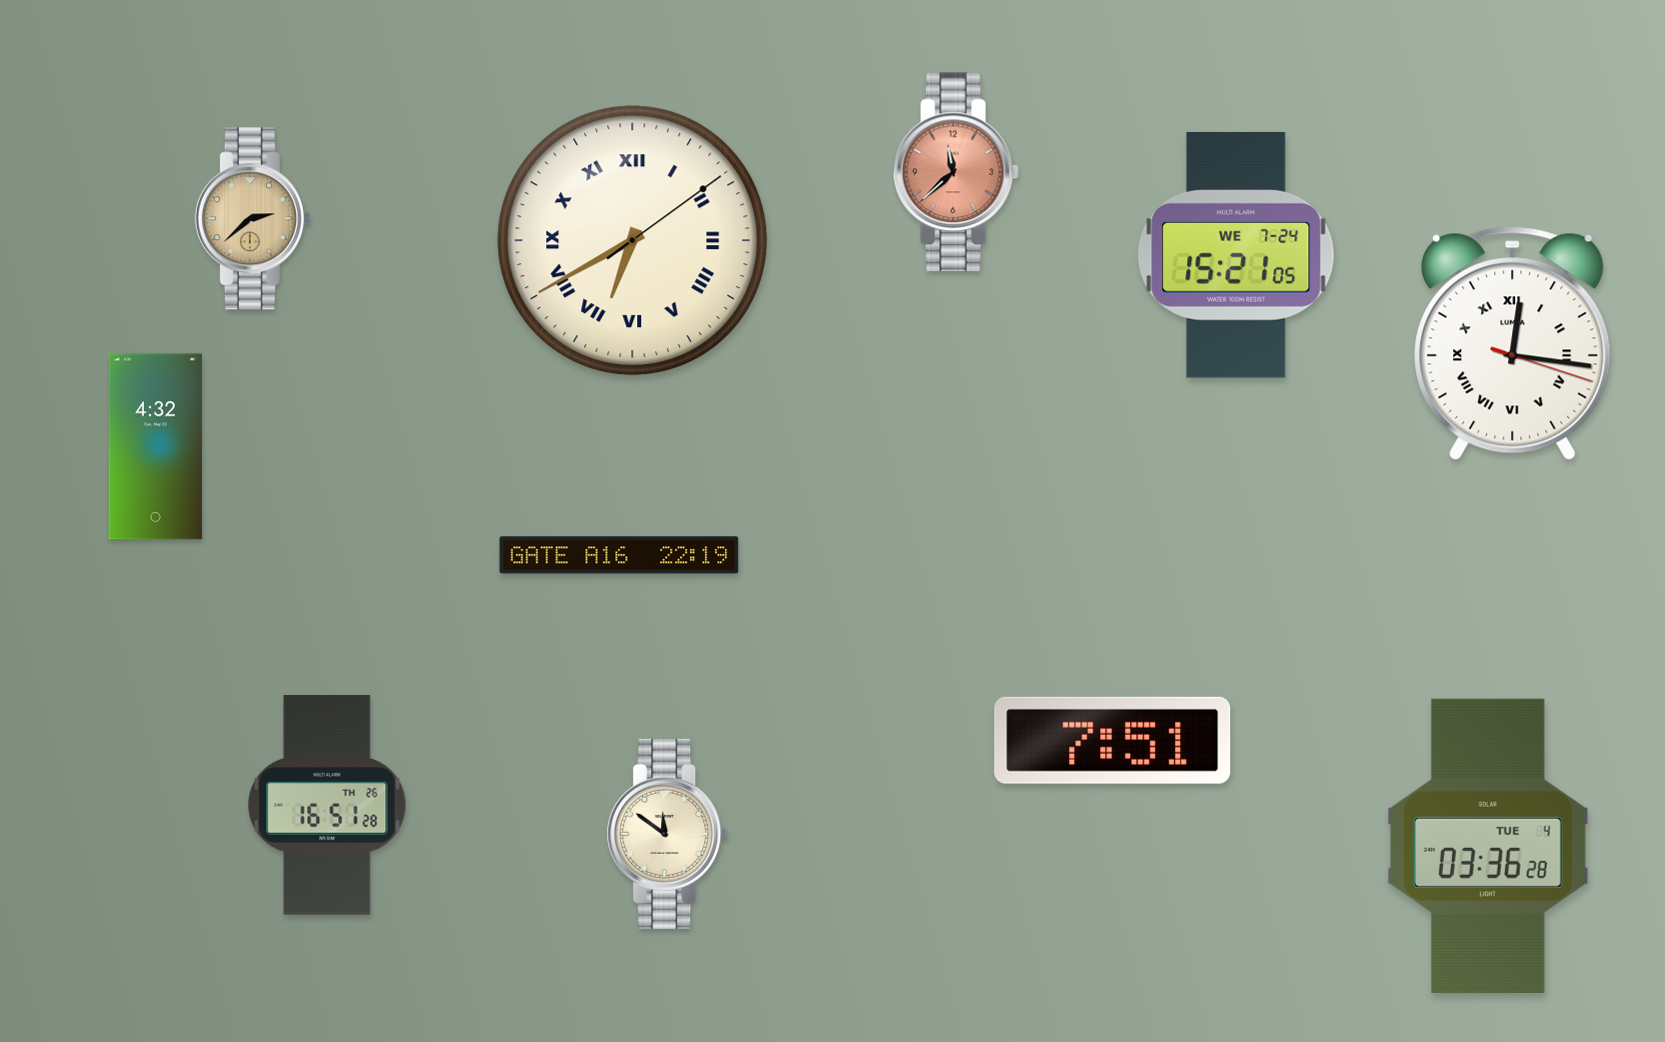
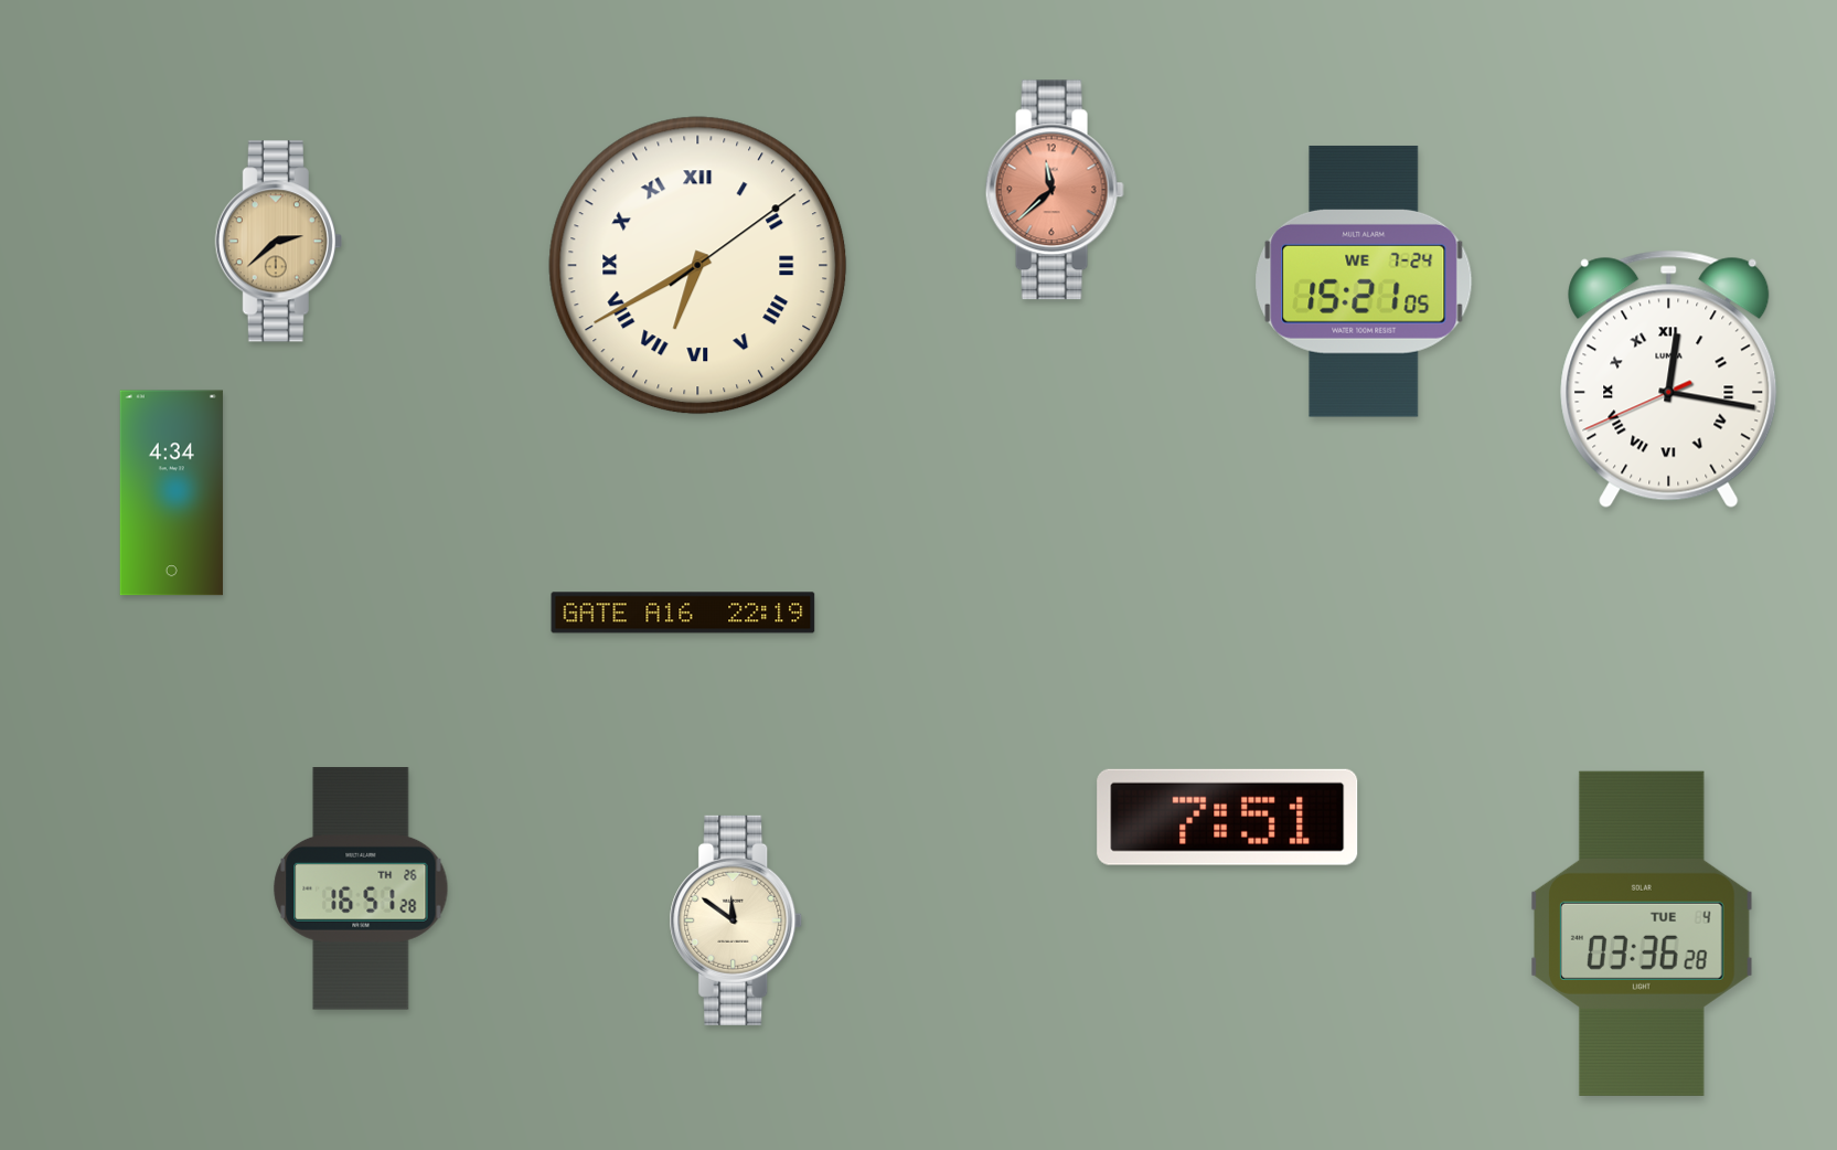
clock at (1513, 343): 12:16:18 -> 12:16:41
clock at (155, 447): 4:32 -> 4:34
